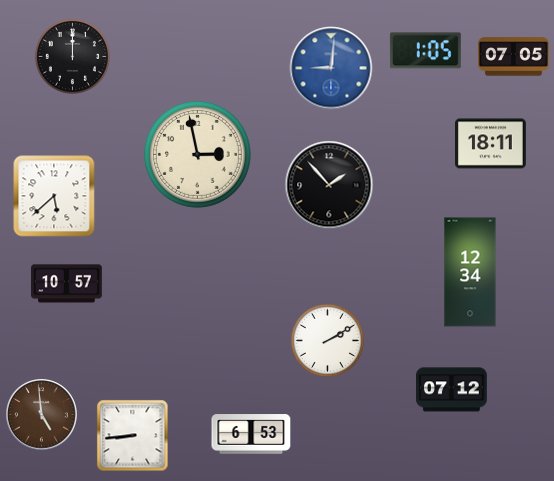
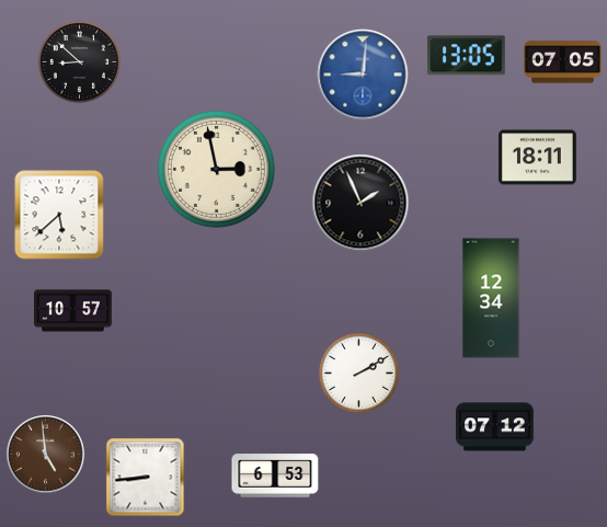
clock at (425, 51): 1:05 -> 13:05
clock at (72, 56): 12:00 -> 8:52
clock at (329, 185): 1:53 -> 1:56
clock at (470, 272) position: (470, 272) -> (491, 298)
